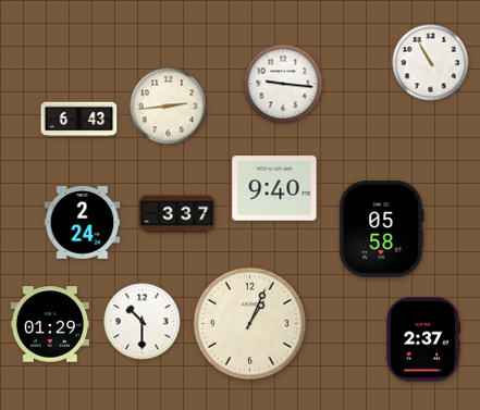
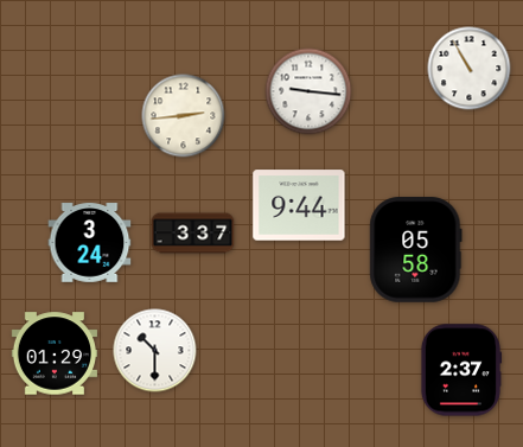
clock at (79, 120): 6:43 -> none
clock at (274, 188): 9:40 -> 9:44
clock at (83, 223): 2:24 -> 3:24
clock at (249, 323): 1:04 -> none
